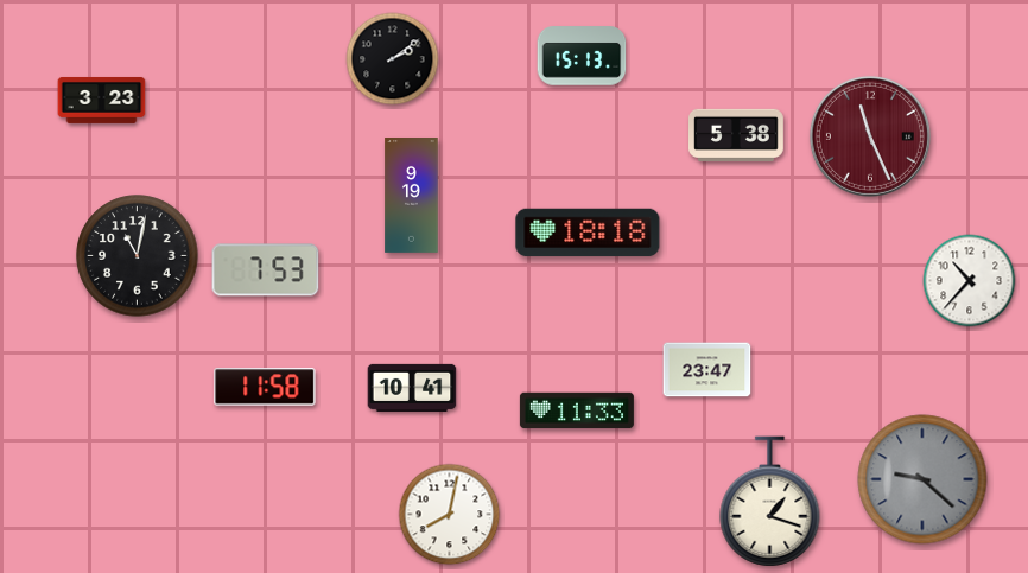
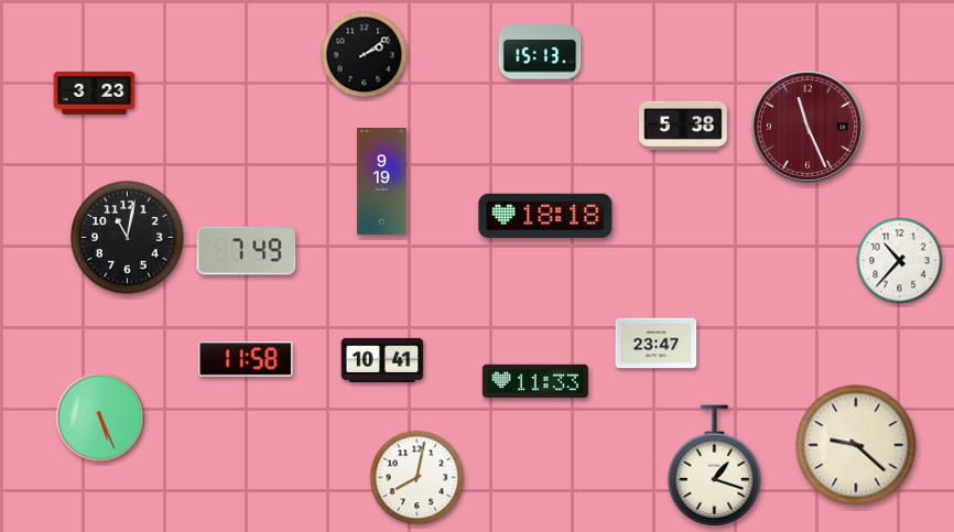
clock at (266, 270): 7:53 -> 7:49
clock at (100, 417): none -> 5:26
clock at (922, 479) dial: grey -> cream
